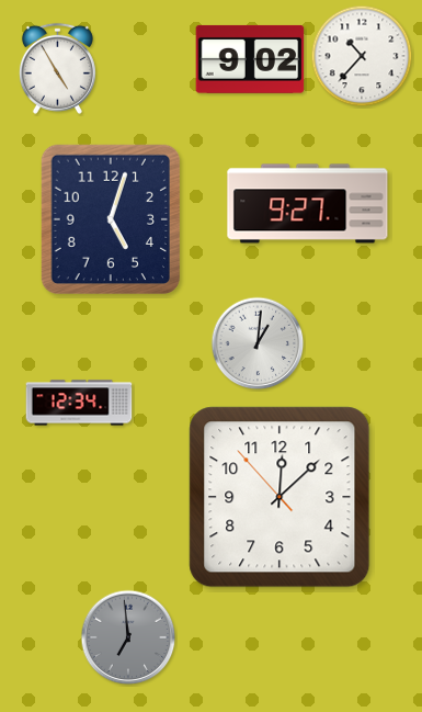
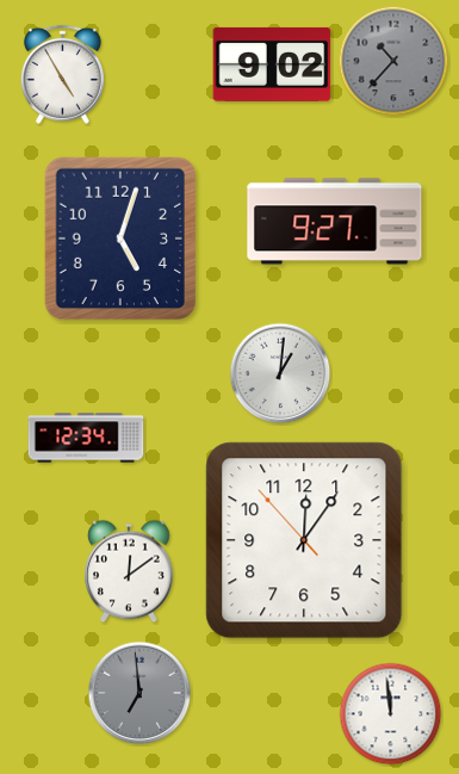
clock at (362, 56) dial: white -> grey
clock at (280, 497): 12:07 -> 12:05
clock at (130, 571): none -> 12:09
clock at (391, 714): none -> 11:59
